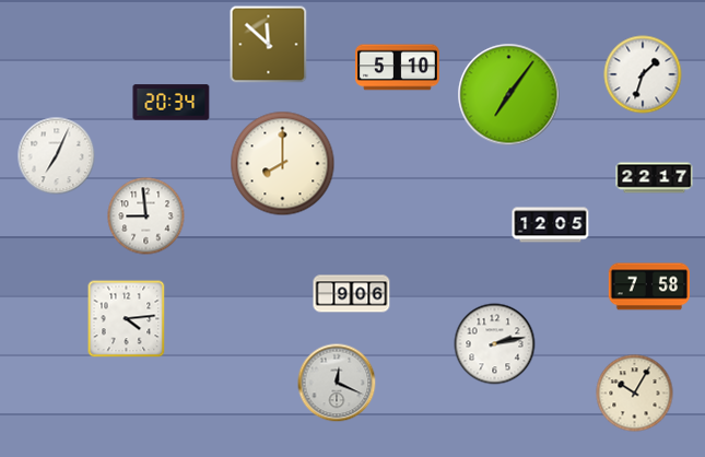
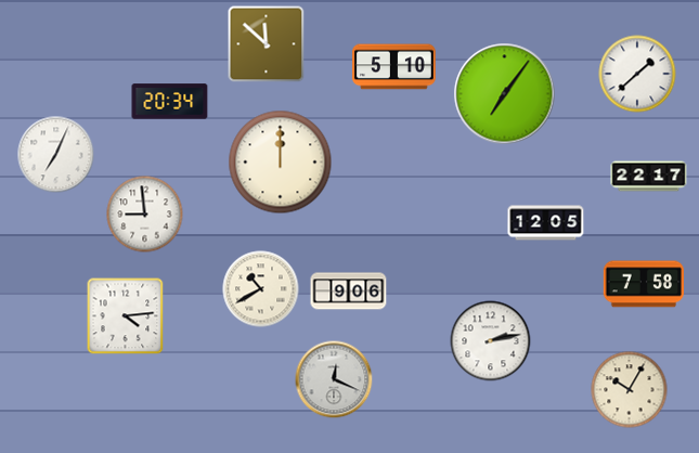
clock at (643, 74): 1:33 -> 1:38
clock at (283, 164): 8:00 -> 12:00
clock at (261, 289): none -> 10:40
